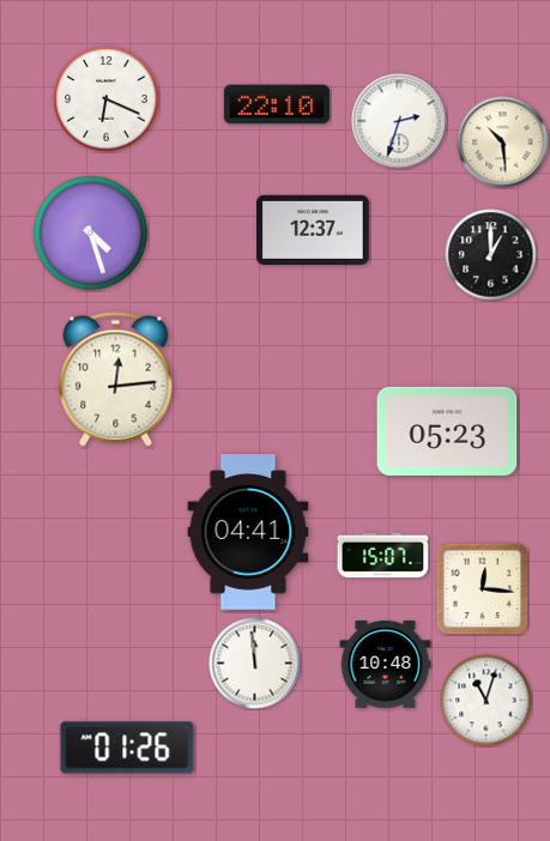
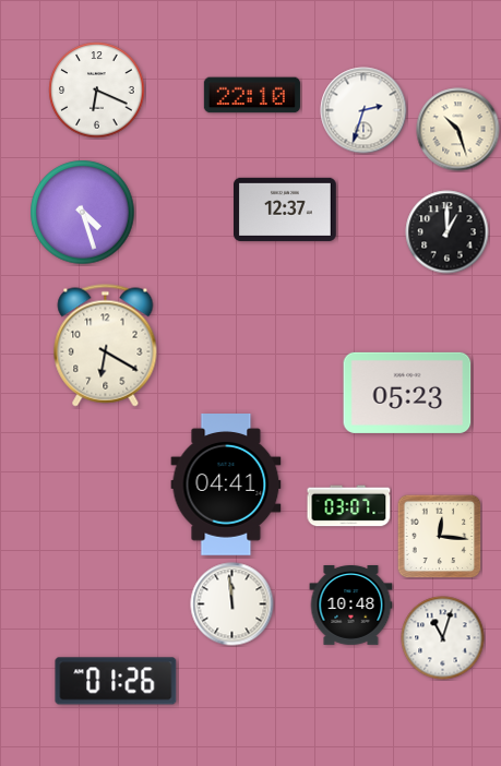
clock at (503, 143): 10:29 -> 10:27
clock at (116, 380): 12:14 -> 6:20
clock at (383, 556): 15:07 -> 03:07
